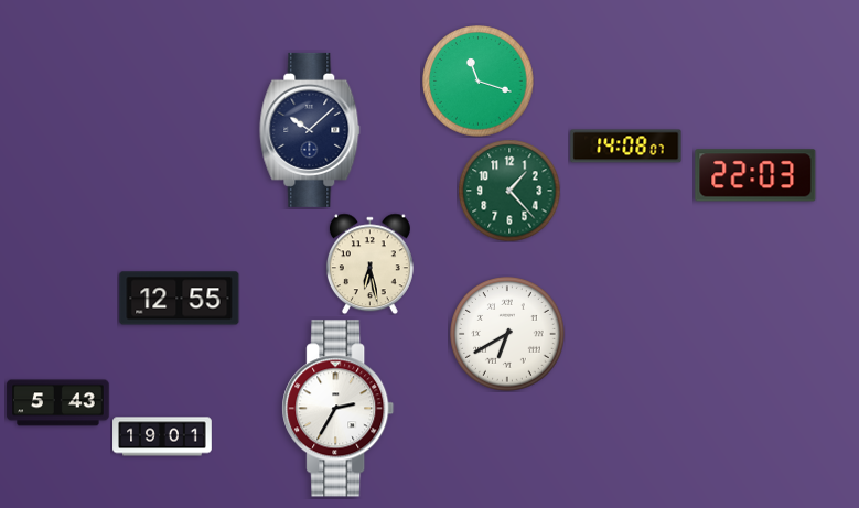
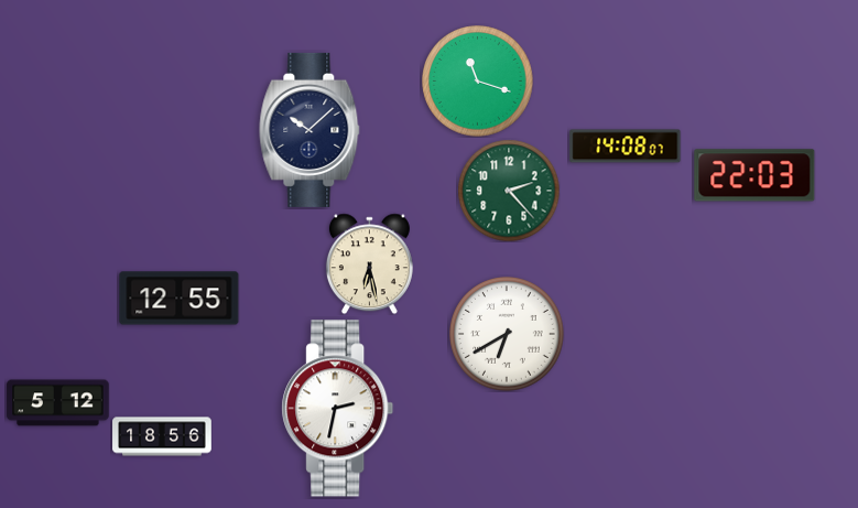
clock at (509, 191): 1:23 -> 2:23
clock at (58, 403): 5:43 -> 5:12
clock at (339, 409): 2:35 -> 2:32
clock at (162, 436): 19:01 -> 18:56
